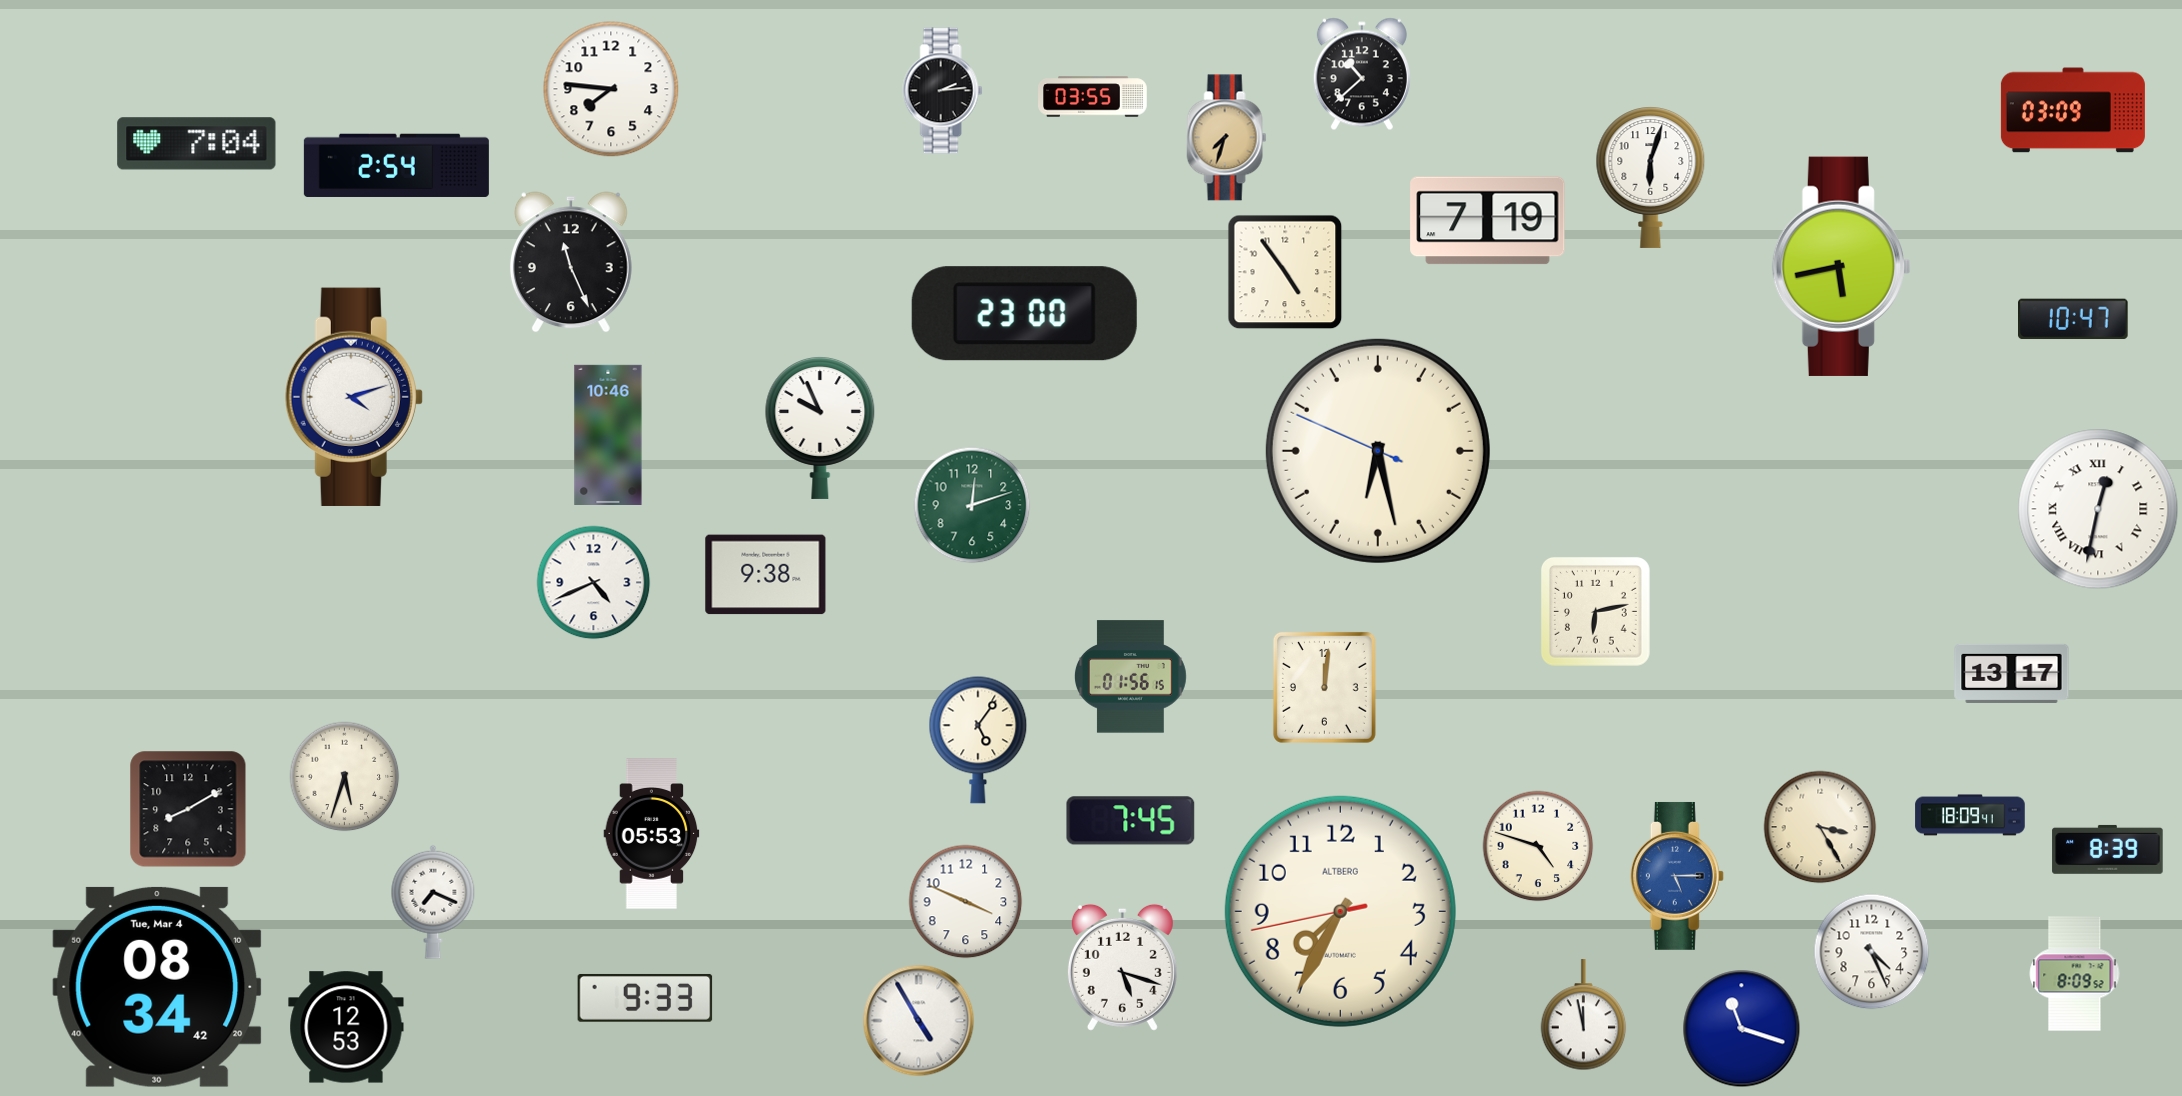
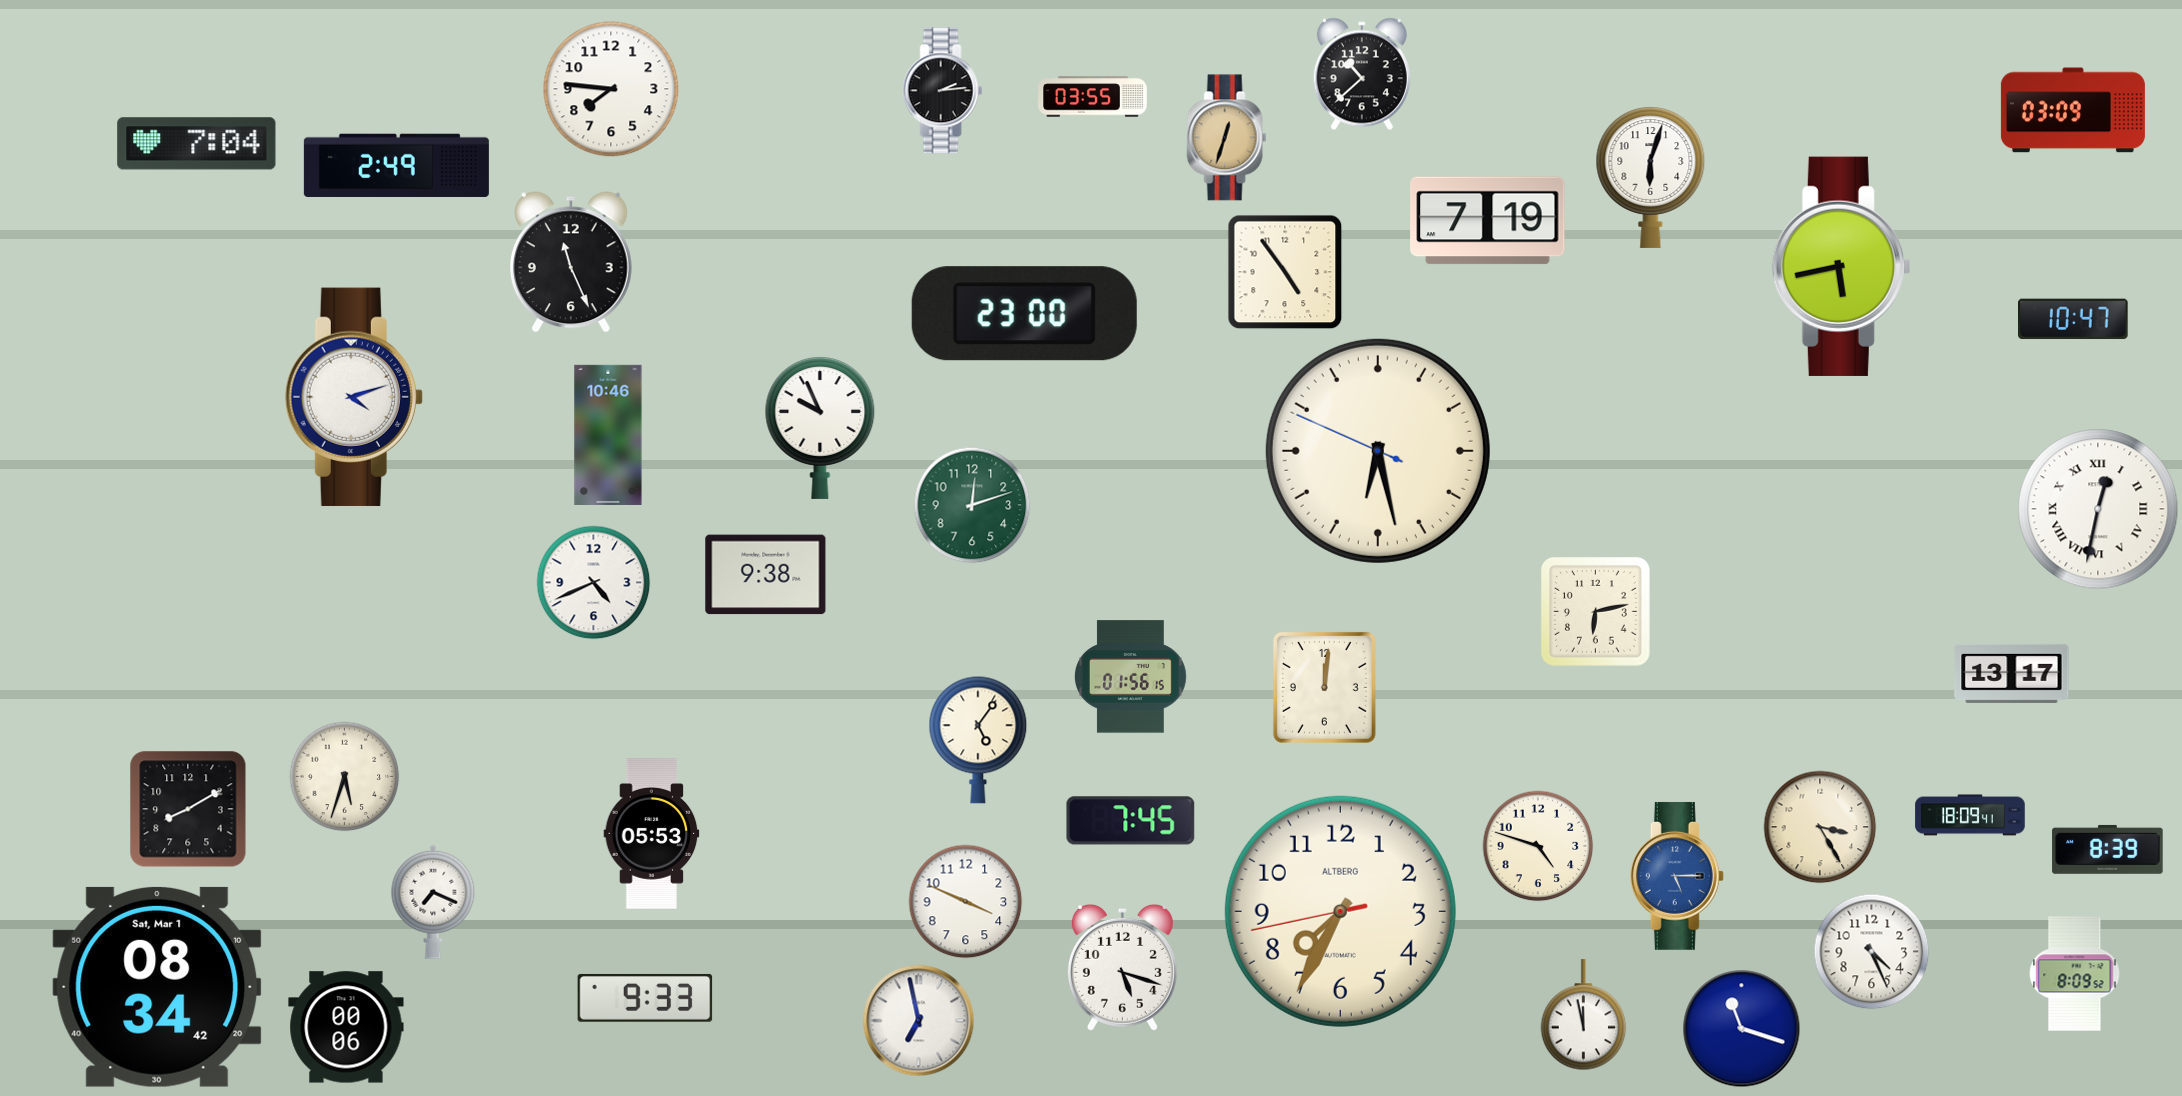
clock at (1227, 138): 7:33 -> 12:33
clock at (396, 165): 2:54 -> 2:49
clock at (157, 987) date: Tue, Mar 4 -> Sat, Mar 1
clock at (919, 1021): 4:55 -> 6:58
clock at (346, 1027): 12:53 -> 00:06
